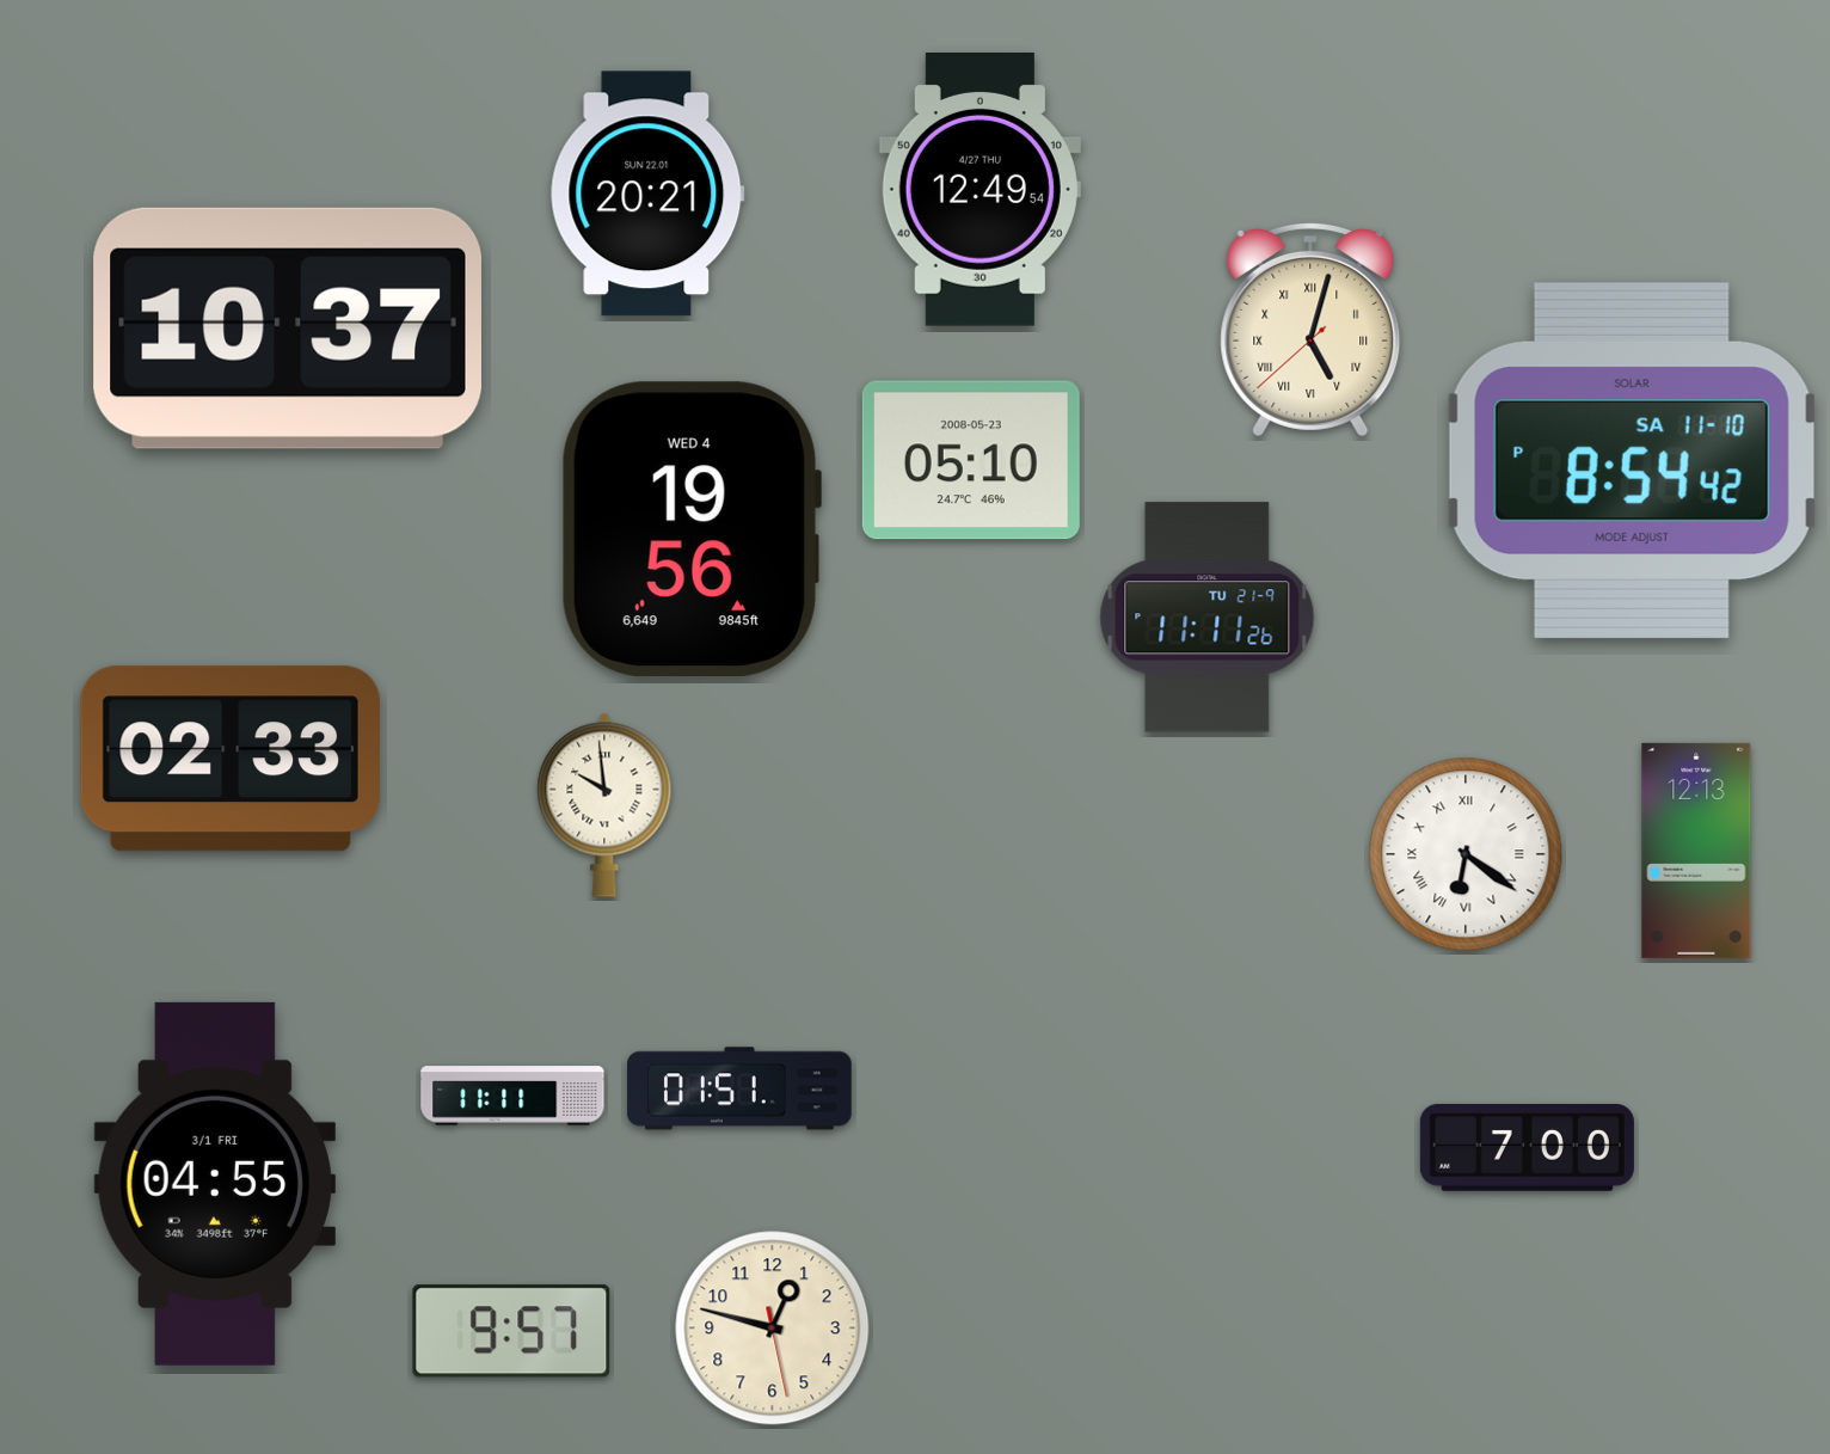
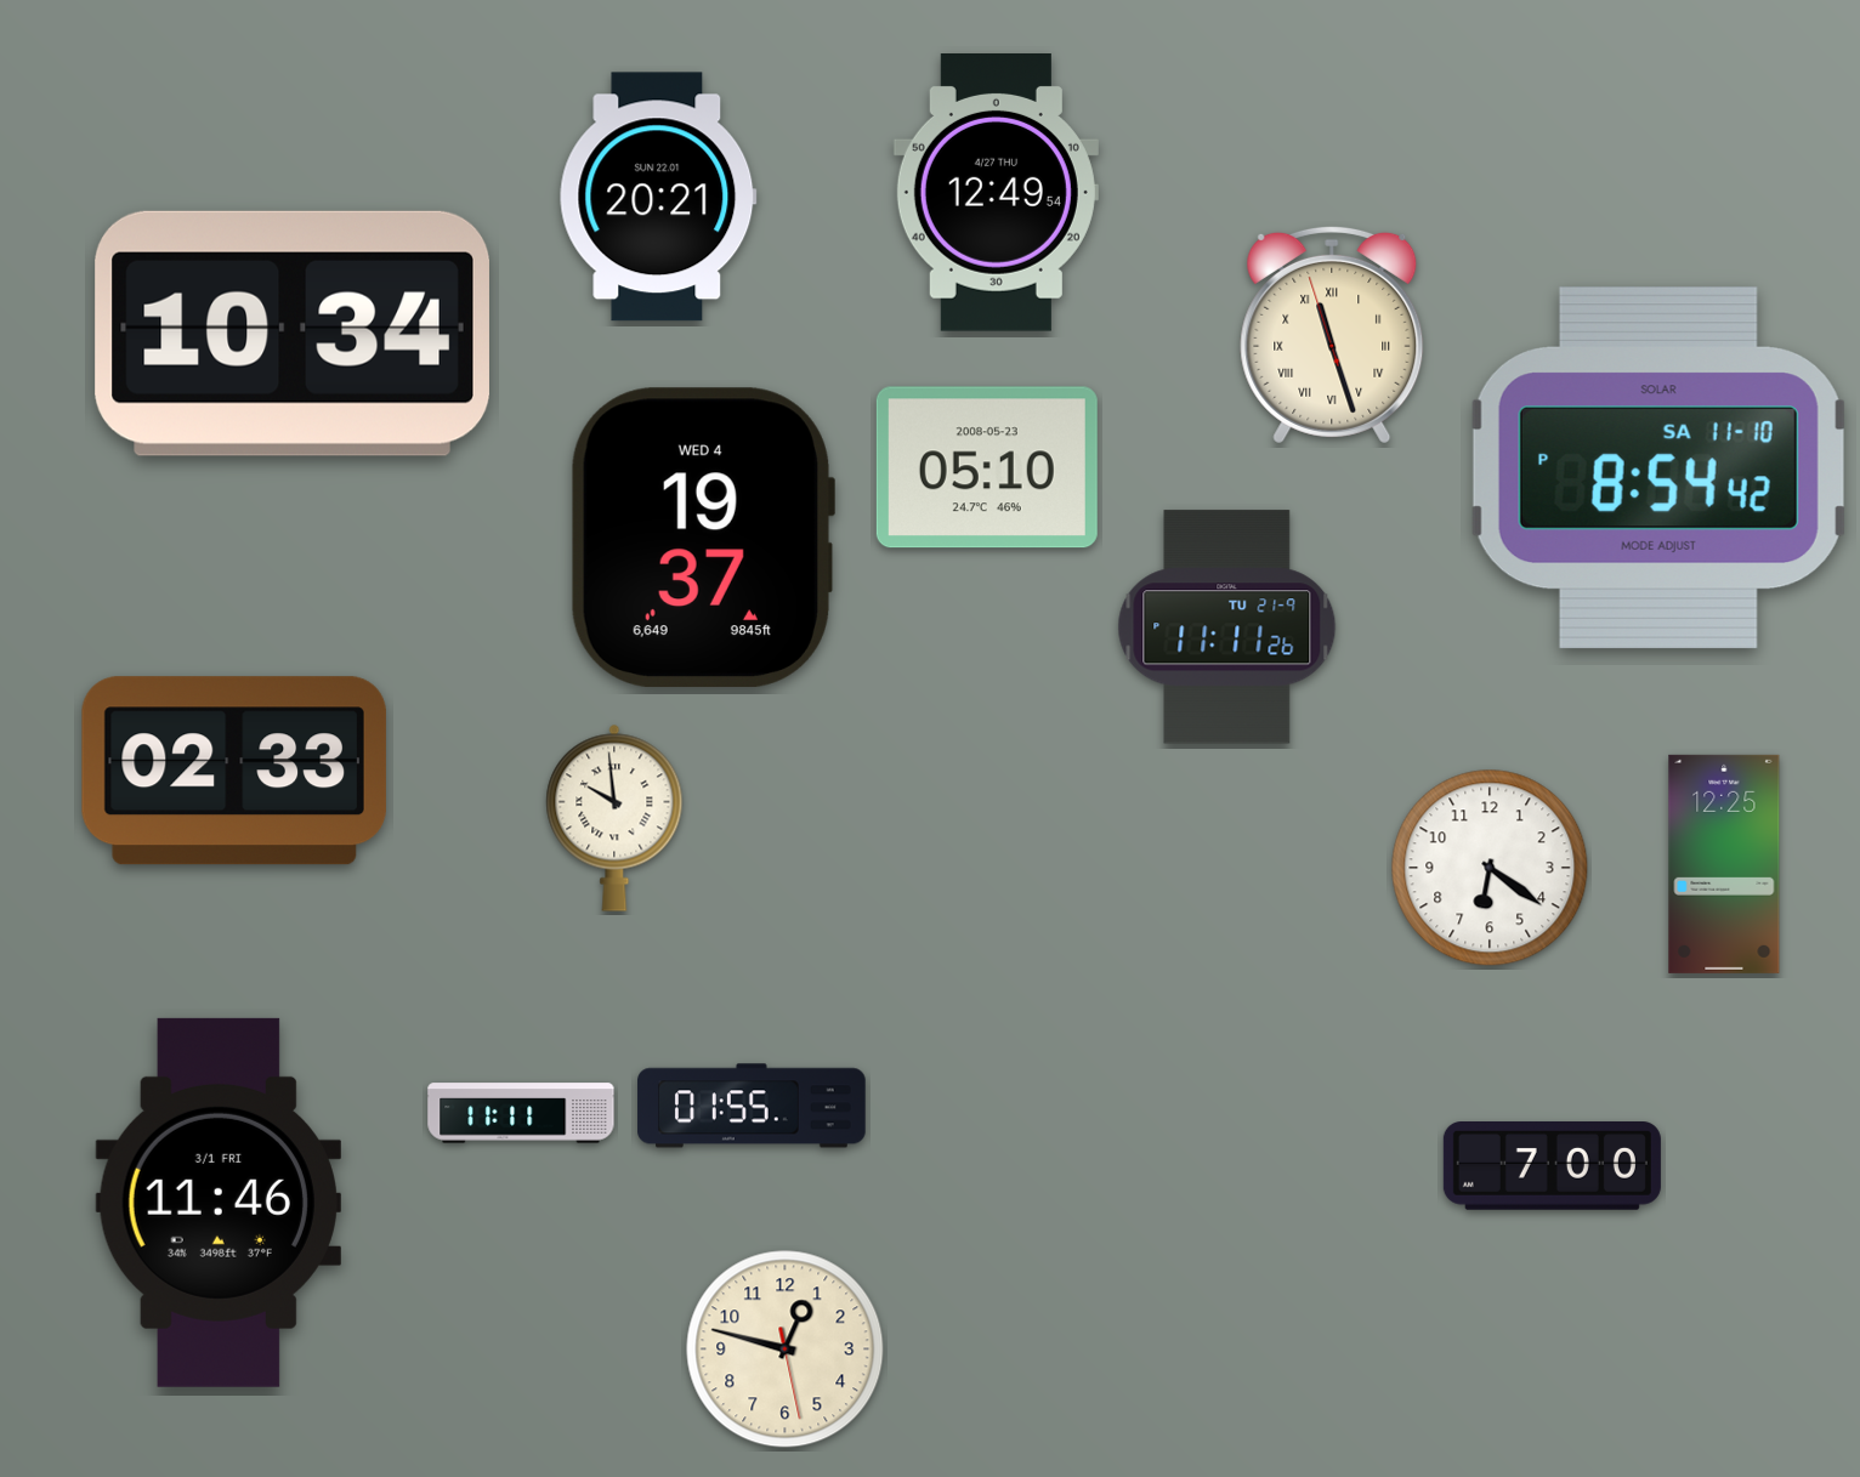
clock at (288, 329): 10:37 -> 10:34
clock at (1310, 330): 5:02 -> 11:26
clock at (690, 529): 19:56 -> 19:37
clock at (1696, 851): 12:13 -> 12:25
clock at (1466, 854) numerals: Roman -> Arabic
clock at (739, 1088): 01:51 -> 01:55
clock at (215, 1184): 04:55 -> 11:46
clock at (511, 1331): 9:57 -> none
